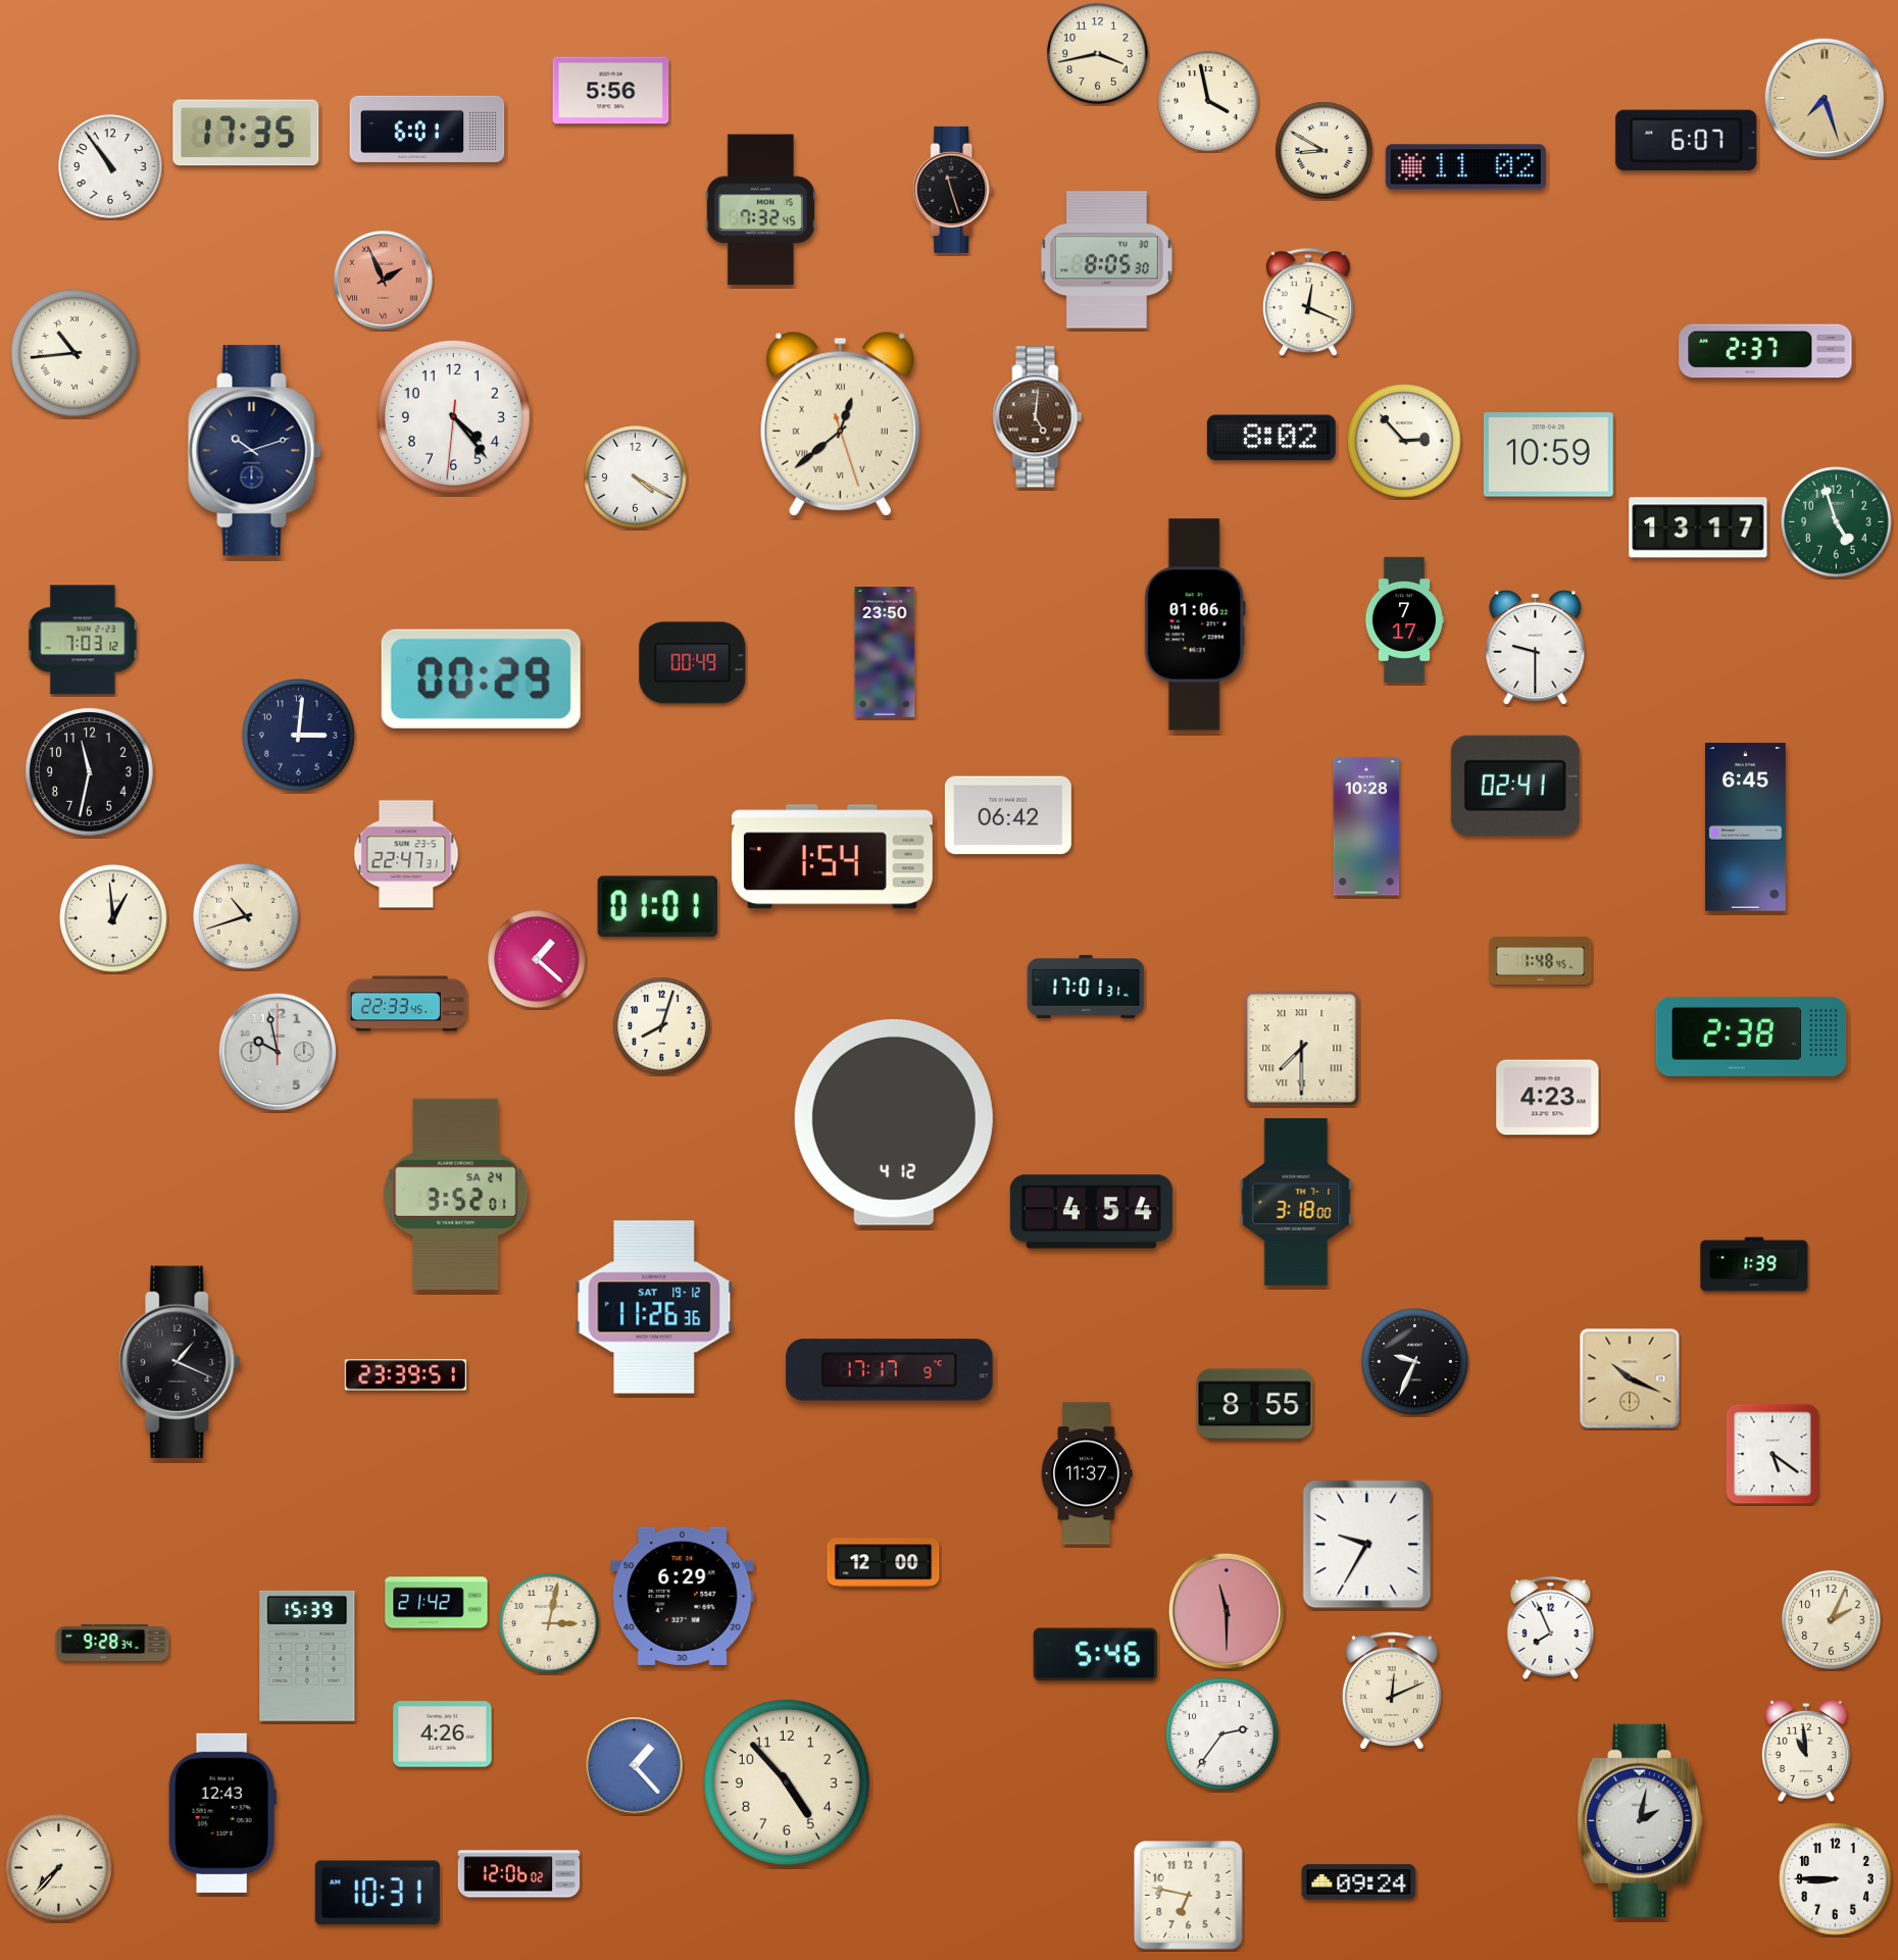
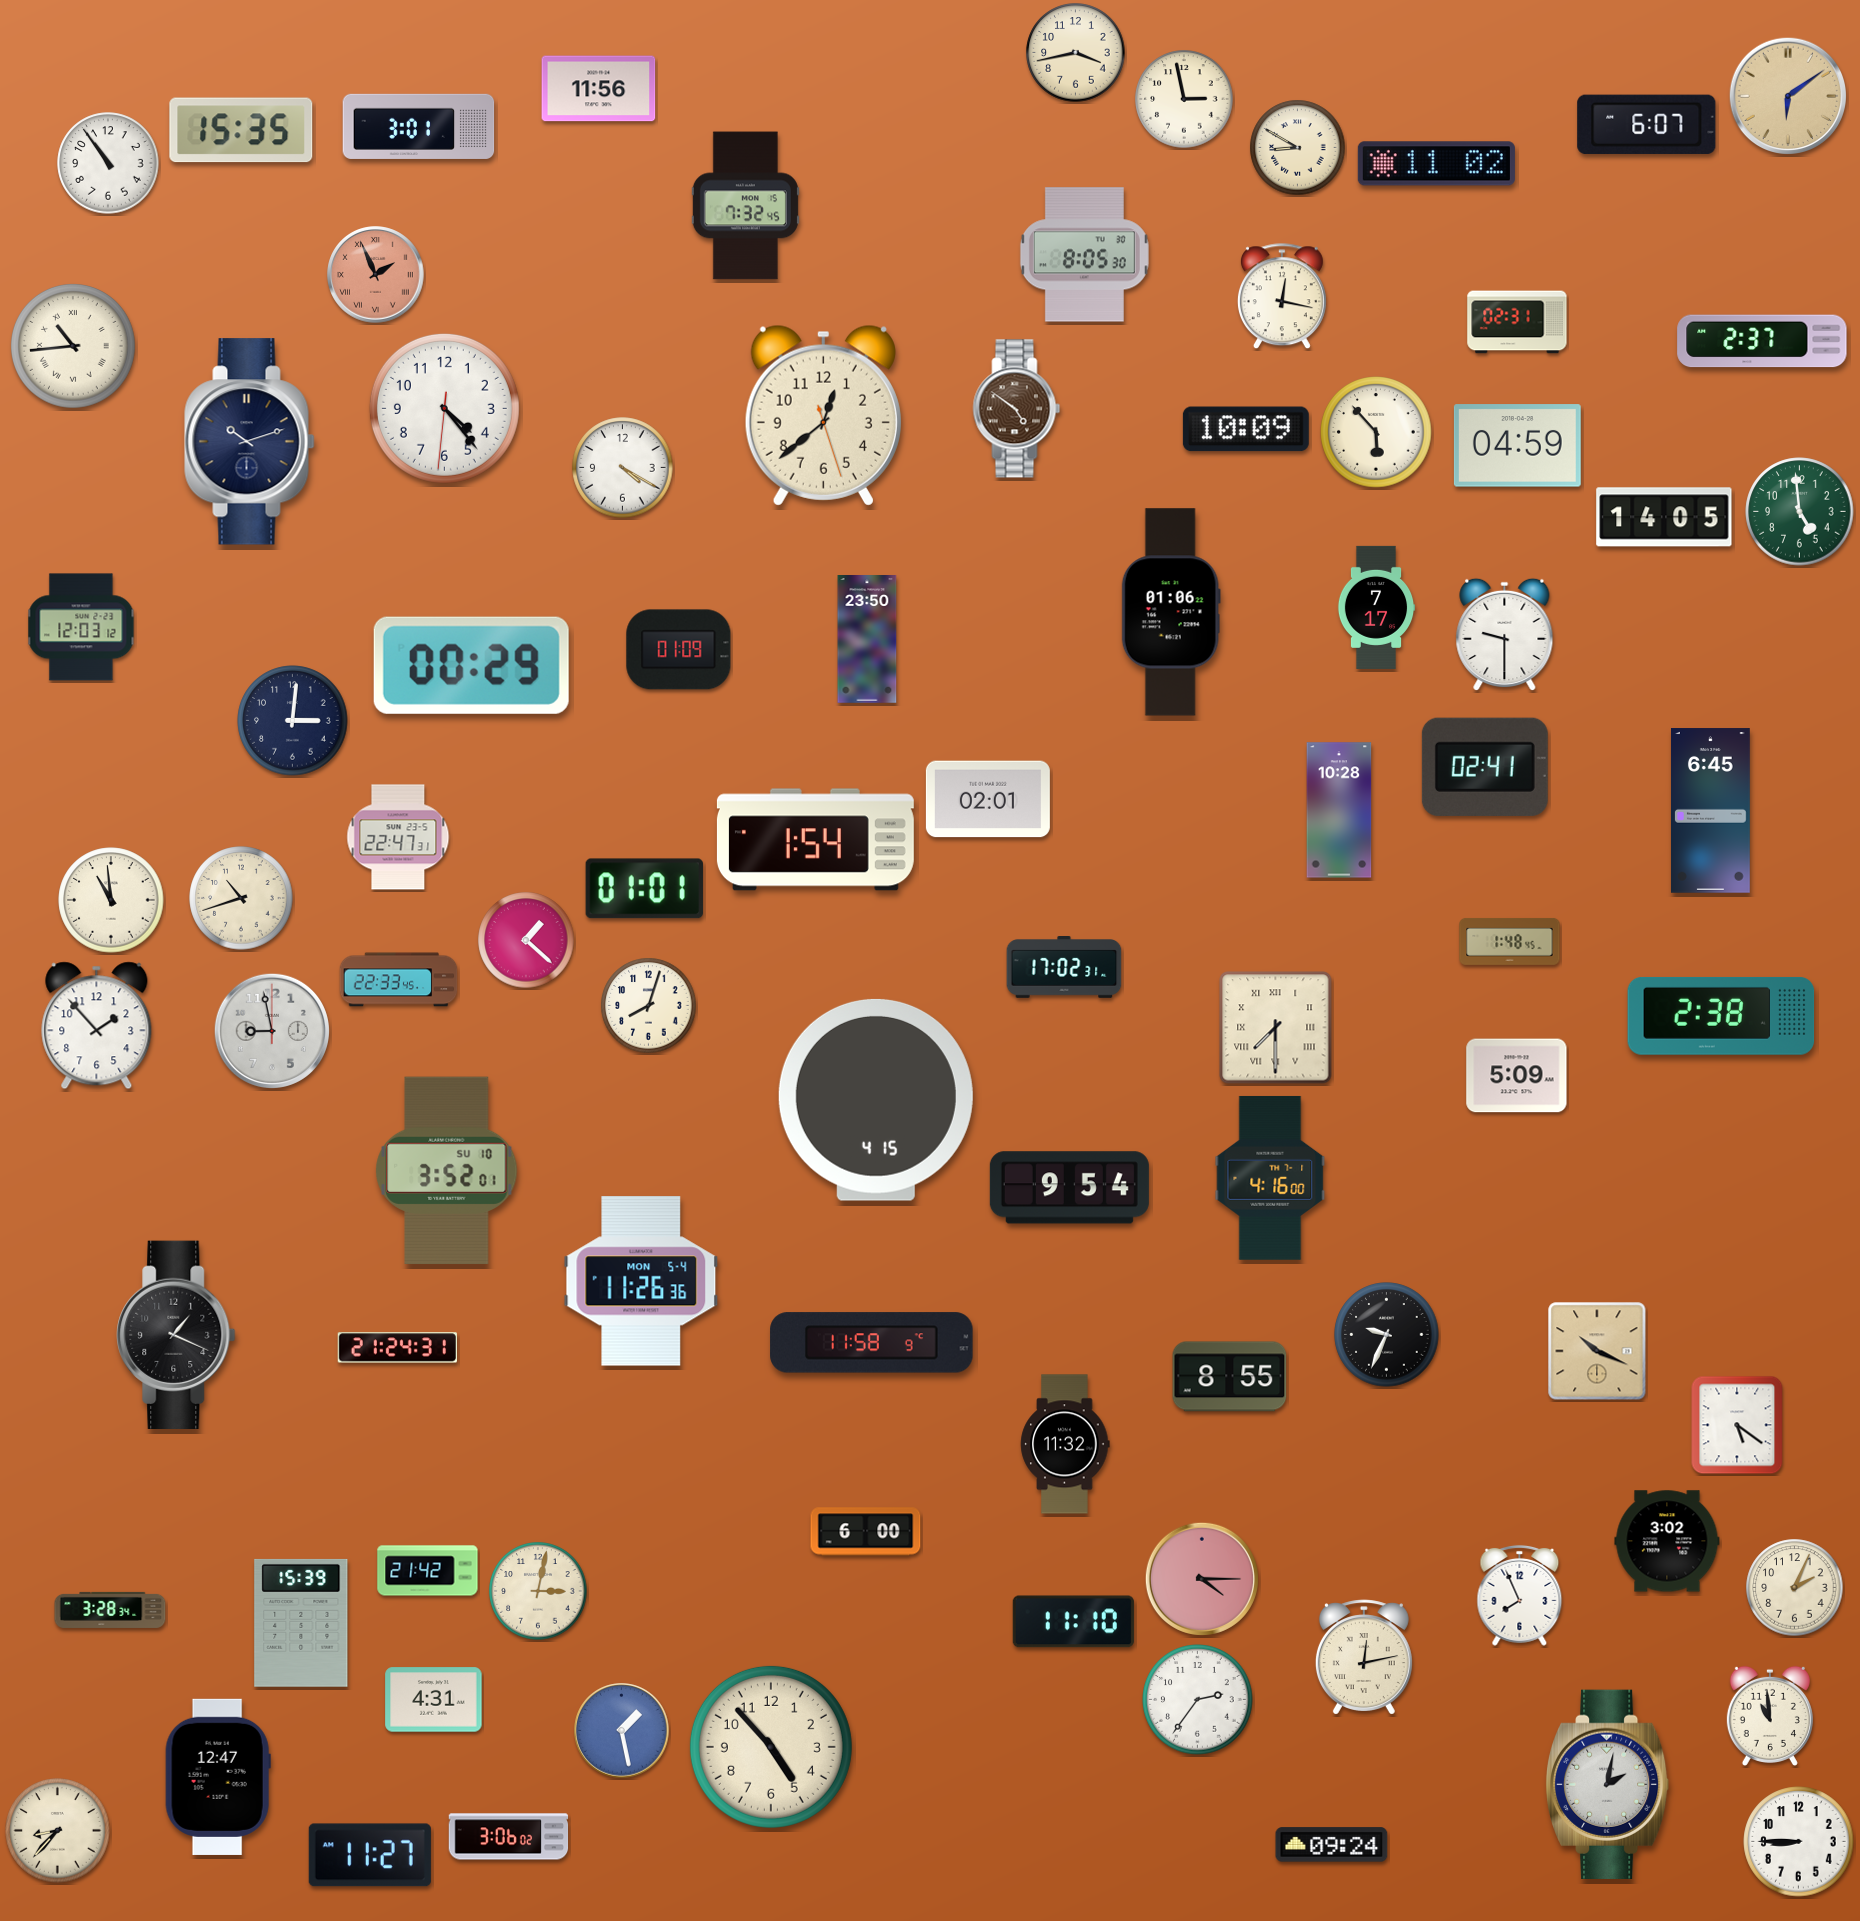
clock at (611, 91): 5:56 -> 11:56
clock at (1824, 97): 7:27 -> 6:09
clock at (1208, 101): 3:58 -> 2:58
clock at (428, 129): 6:01 -> 3:01
clock at (246, 133): 17:35 -> 15:35
clock at (1687, 140) position: (1687, 140) -> (1647, 124)
clock at (953, 190): 11:27 -> none
clock at (1308, 303): 12:19 -> 12:17
clock at (1517, 322): none -> 02:31
clock at (1765, 351) position: (1765, 351) -> (1762, 341)
clock at (1038, 417): 5:01 -> 4:51
clock at (840, 423) numerals: Roman -> Arabic
clock at (1271, 438): 8:02 -> 10:09
clock at (1404, 441): 2:53 -> 5:53
clock at (1548, 455): 10:59 -> 04:59
clock at (1837, 522): 4:57 -> 4:59
clock at (1698, 527): 13:17 -> 14:05
clock at (83, 640): 7:03 -> 12:03
clock at (693, 663): 00:49 -> 01:09
clock at (90, 772): 11:32 -> none
clock at (1515, 786) position: (1515, 786) -> (1485, 767)
clock at (1008, 815): 06:42 -> 02:01
clock at (113, 918): 12:59 -> 10:59
clock at (1086, 988): 17:01 -> 17:02
clock at (407, 1004) position: (407, 1004) -> (399, 980)
clock at (1751, 1037) position: (1751, 1037) -> (1721, 1016)
clock at (97, 1026): none -> 1:53
clock at (277, 1051): 9:58 -> 8:58
clock at (1548, 1098): 4:23 -> 5:09
clock at (894, 1122): 4:12 -> 4:15
clock at (456, 1195) date: SA 24 -> SU 10
clock at (1296, 1202): 3:18 -> 4:16
clock at (1091, 1212): 4:54 -> 9:54
clock at (1754, 1264): 1:39 -> none
clock at (654, 1307) date: SAT 19-12 -> MON 5-4
clock at (890, 1370): 17:17 -> 11:58
clock at (405, 1375): 23:39 -> 21:24
clock at (1087, 1473): 11:37 -> 11:32
clock at (1367, 1545): 9:35 -> none
clock at (884, 1563): 12:00 -> 6:00
clock at (1667, 1541): none -> 3:02
clock at (683, 1596): 6:29 -> none
clock at (1227, 1611): 11:30 -> 4:15
clock at (112, 1643): 9:28 -> 3:28
clock at (1095, 1655): 5:46 -> 11:10
clock at (1392, 1691): 12:11 -> 12:13
clock at (443, 1735): 4:26 -> 4:31
clock at (635, 1766): 1:23 -> 1:28
clock at (222, 1813): 12:43 -> 12:47
clock at (59, 1868): 7:37 -> 8:37
clock at (519, 1874): 12:06 -> 3:06
clock at (378, 1893): 10:31 -> 11:27
clock at (1189, 1896): 6:47 -> none
